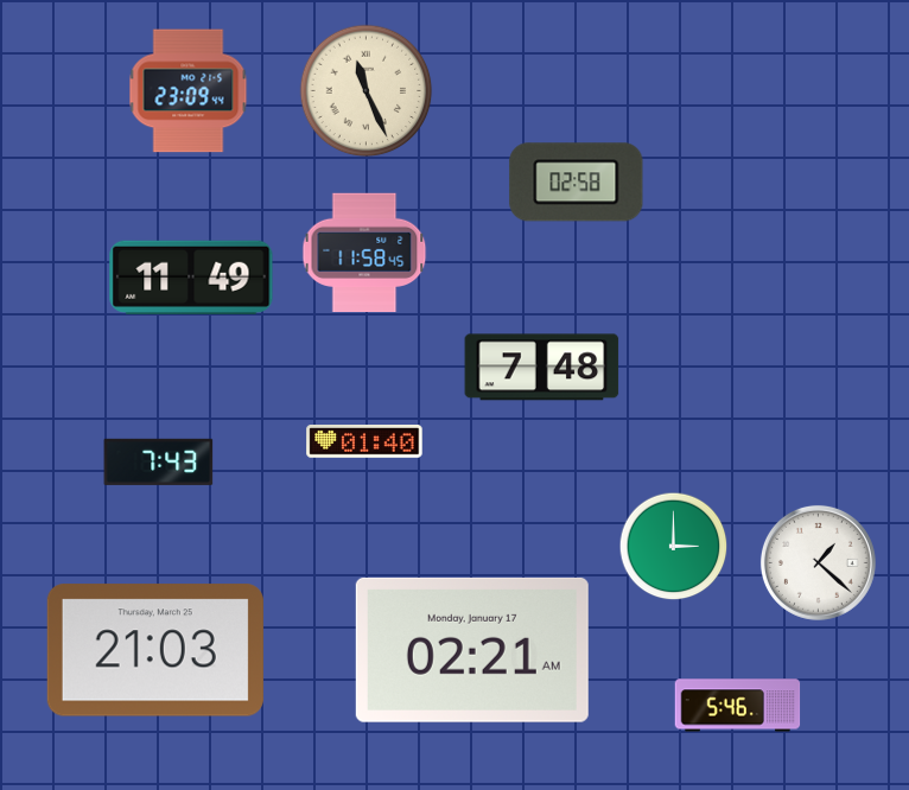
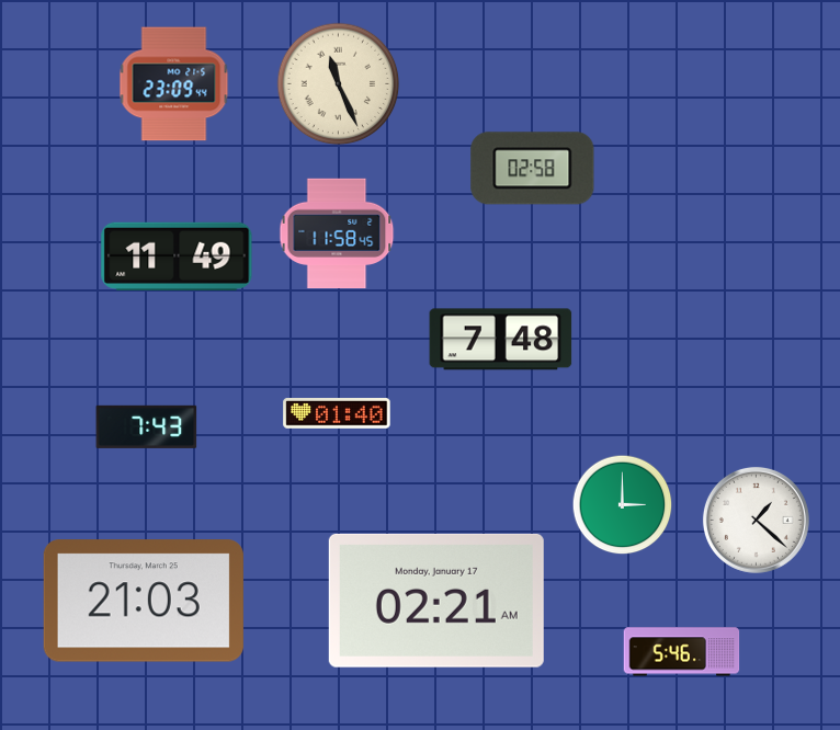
clock at (364, 442) position: (364, 442) -> (337, 414)
